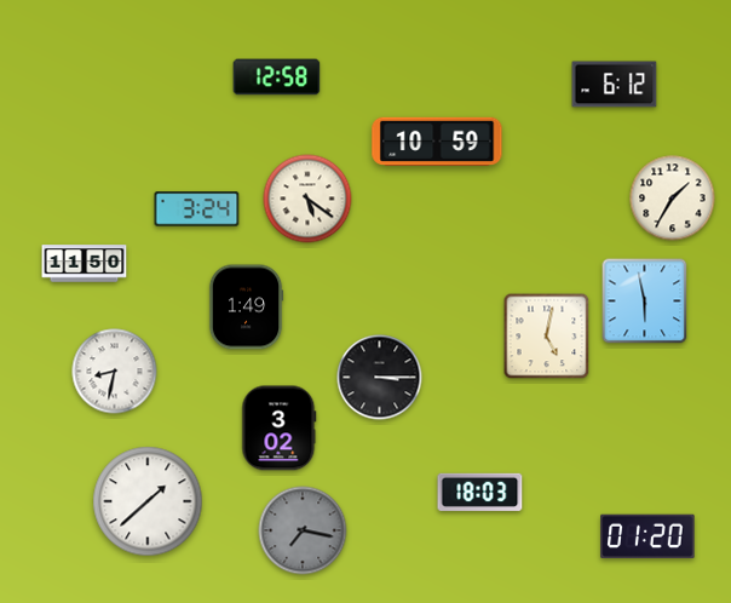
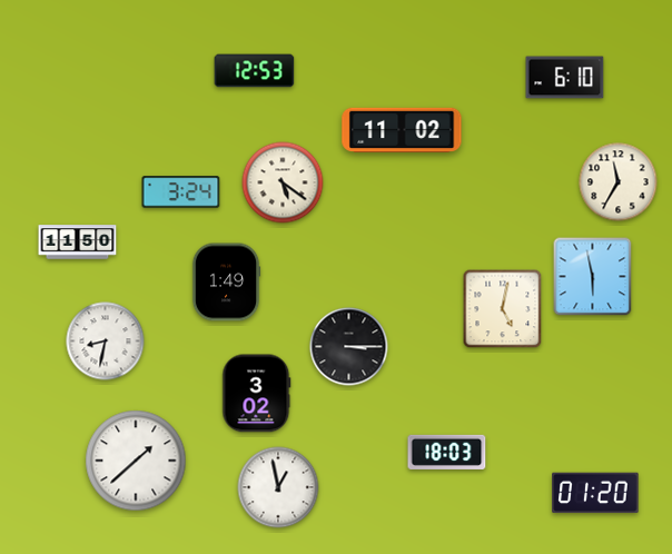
clock at (277, 77): 12:58 -> 12:53
clock at (615, 85): 6:12 -> 6:10
clock at (437, 142): 10:59 -> 11:02
clock at (673, 199): 1:35 -> 11:35
clock at (480, 492) position: (480, 492) -> (447, 452)
clock at (303, 530): 7:17 -> 12:58
clock at (303, 530) dial: grey -> white
